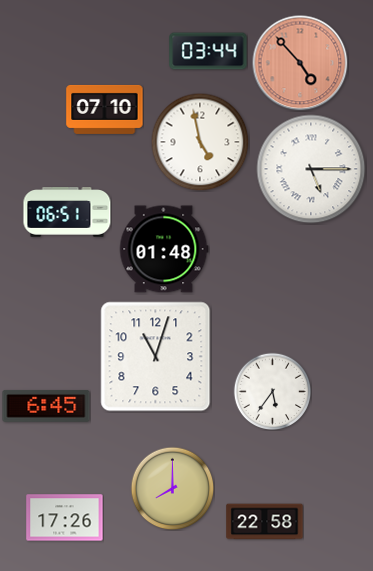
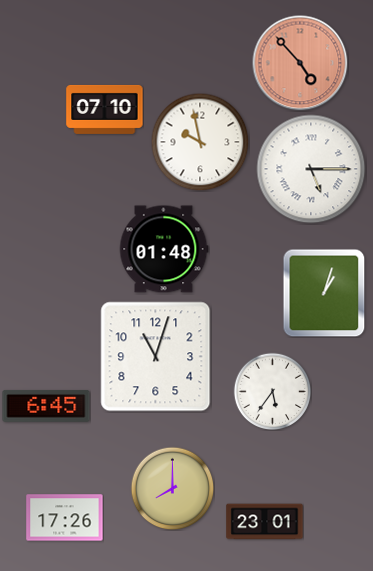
clock at (208, 51): 03:44 -> none
clock at (200, 142): 4:58 -> 9:58
clock at (67, 213): 06:51 -> none
clock at (324, 293): none -> 1:03
clock at (265, 522): 22:58 -> 23:01
